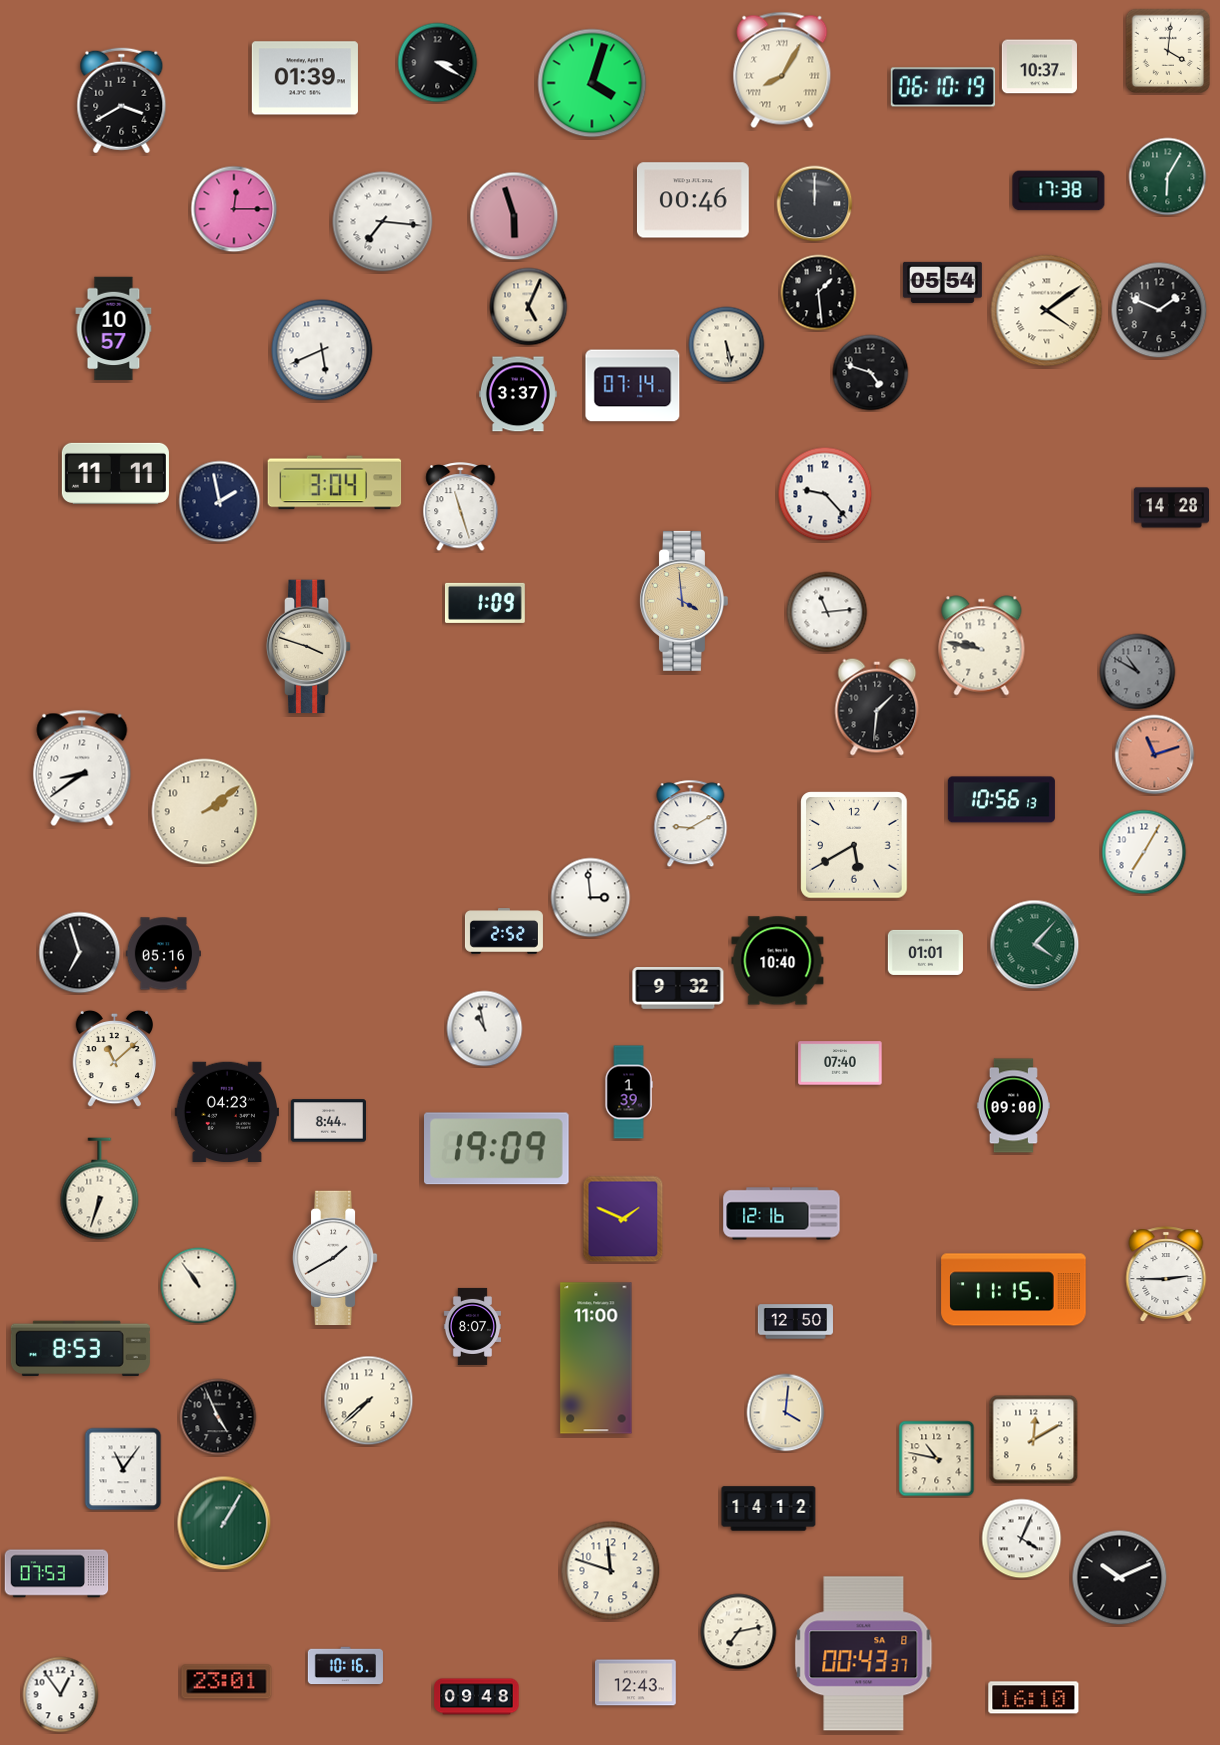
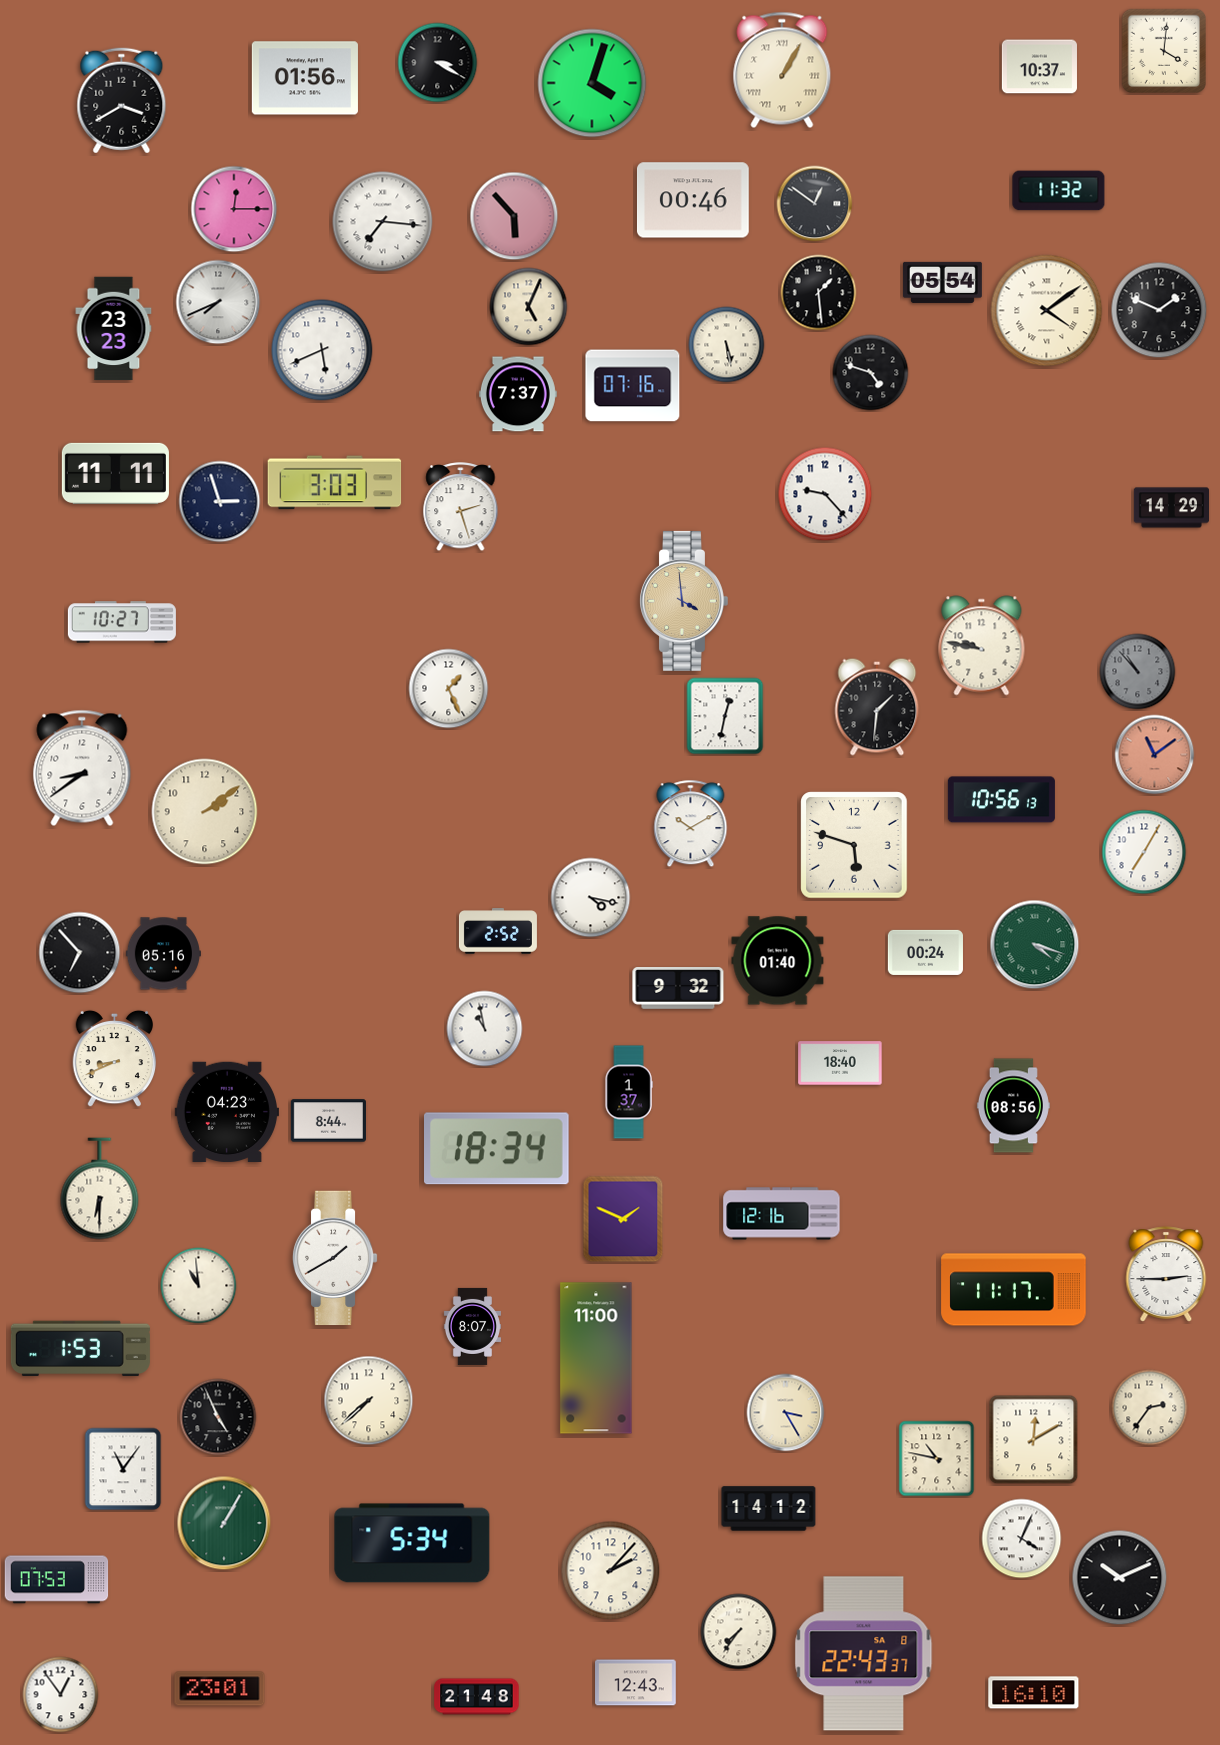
clock at (1167, 50) position: (1167, 50) -> (1163, 50)
clock at (782, 70): 8:05 -> 1:05
clock at (305, 78): 01:39 -> 01:56
clock at (943, 87): 06:10 -> none
clock at (1168, 177): 6:05 -> none
clock at (1059, 191): 17:38 -> 11:32
clock at (815, 204): 12:00 -> 12:51
clock at (514, 216): 5:57 -> 5:53
clock at (218, 302): none -> 7:41
clock at (114, 329): 10:57 -> 23:23
clock at (633, 386): 07:14 -> 07:16
clock at (518, 394): 3:37 -> 7:37
clock at (335, 483): 3:04 -> 3:03
clock at (220, 502): 1:58 -> 2:57
clock at (461, 507): 11:27 -> 2:27
clock at (1171, 508): 14:28 -> 14:29
clock at (485, 603): 1:09 -> none
clock at (827, 612): 11:14 -> none
clock at (122, 622): none -> 10:27
clock at (309, 647): 3:48 -> none
clock at (1138, 672): 10:50 -> 10:53
clock at (449, 689): none -> 1:26
clock at (725, 716): none -> 12:32
clock at (1155, 755): 11:12 -> 11:09
clock at (691, 824): 9:10 -> 10:10
clock at (854, 845): 5:40 -> 5:48
clock at (591, 898): 2:59 -> 4:17
clock at (504, 931) position: (504, 931) -> (498, 931)
clock at (1035, 945): 4:07 -> 4:18
clock at (925, 952): 01:01 -> 00:24
clock at (80, 953): 6:57 -> 6:53
clock at (778, 961): 10:40 -> 01:40
clock at (115, 1059): 11:08 -> 8:41
clock at (840, 1063): 07:40 -> 18:40
clock at (629, 1092): 1:39 -> 1:37
clock at (1013, 1106): 09:00 -> 08:56
clock at (497, 1149): 19:09 -> 18:34
clock at (100, 1189): 6:33 -> 6:30
clock at (199, 1286): 10:54 -> 10:59
clock at (1014, 1290): 11:15 -> 11:17
clock at (795, 1322): 12:50 -> none
clock at (80, 1349): 8:53 -> 1:53
clock at (1150, 1408): none -> 2:36
clock at (786, 1413): 4:01 -> 3:25
clock at (412, 1543): none -> 5:34
clock at (611, 1571): 11:48 -> 2:07
clock at (57, 1574) position: (57, 1574) -> (57, 1580)
clock at (739, 1632): 7:13 -> 7:36
clock at (864, 1654): 00:43 -> 22:43
clock at (345, 1666): 10:16 -> none
clock at (227, 1682) position: (227, 1682) -> (220, 1689)
clock at (477, 1697): 09:48 -> 21:48
clock at (1034, 1698) position: (1034, 1698) -> (1034, 1693)
